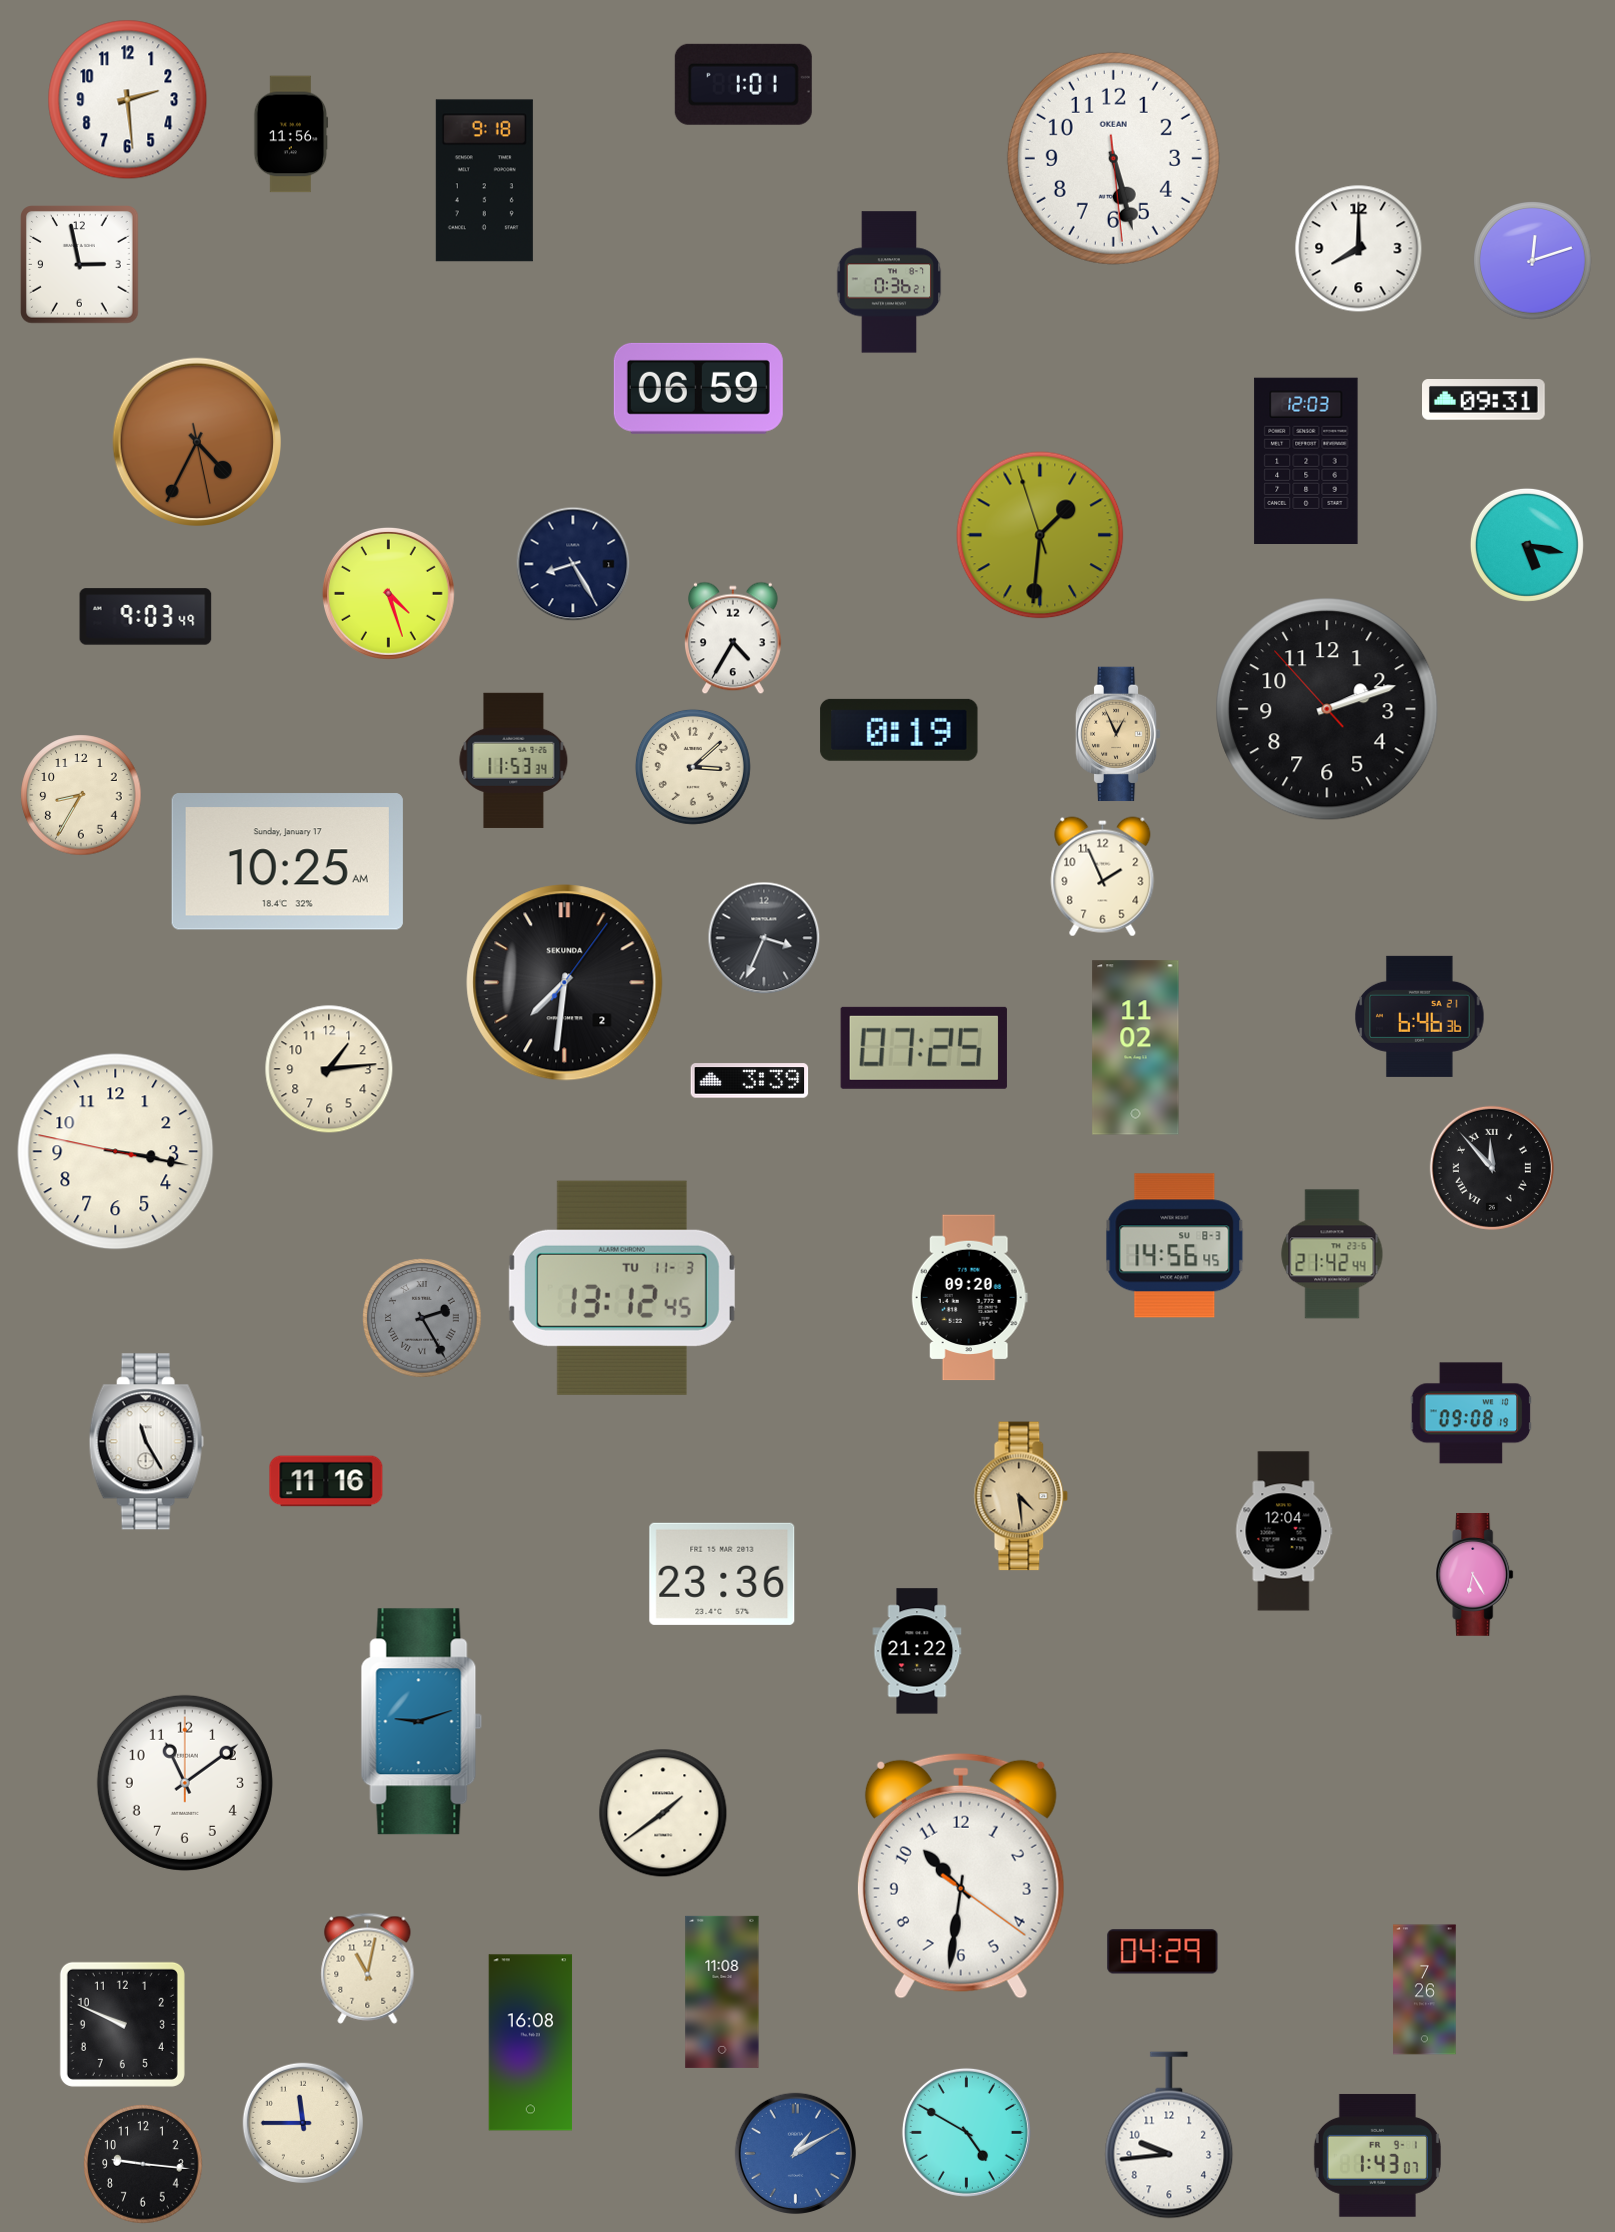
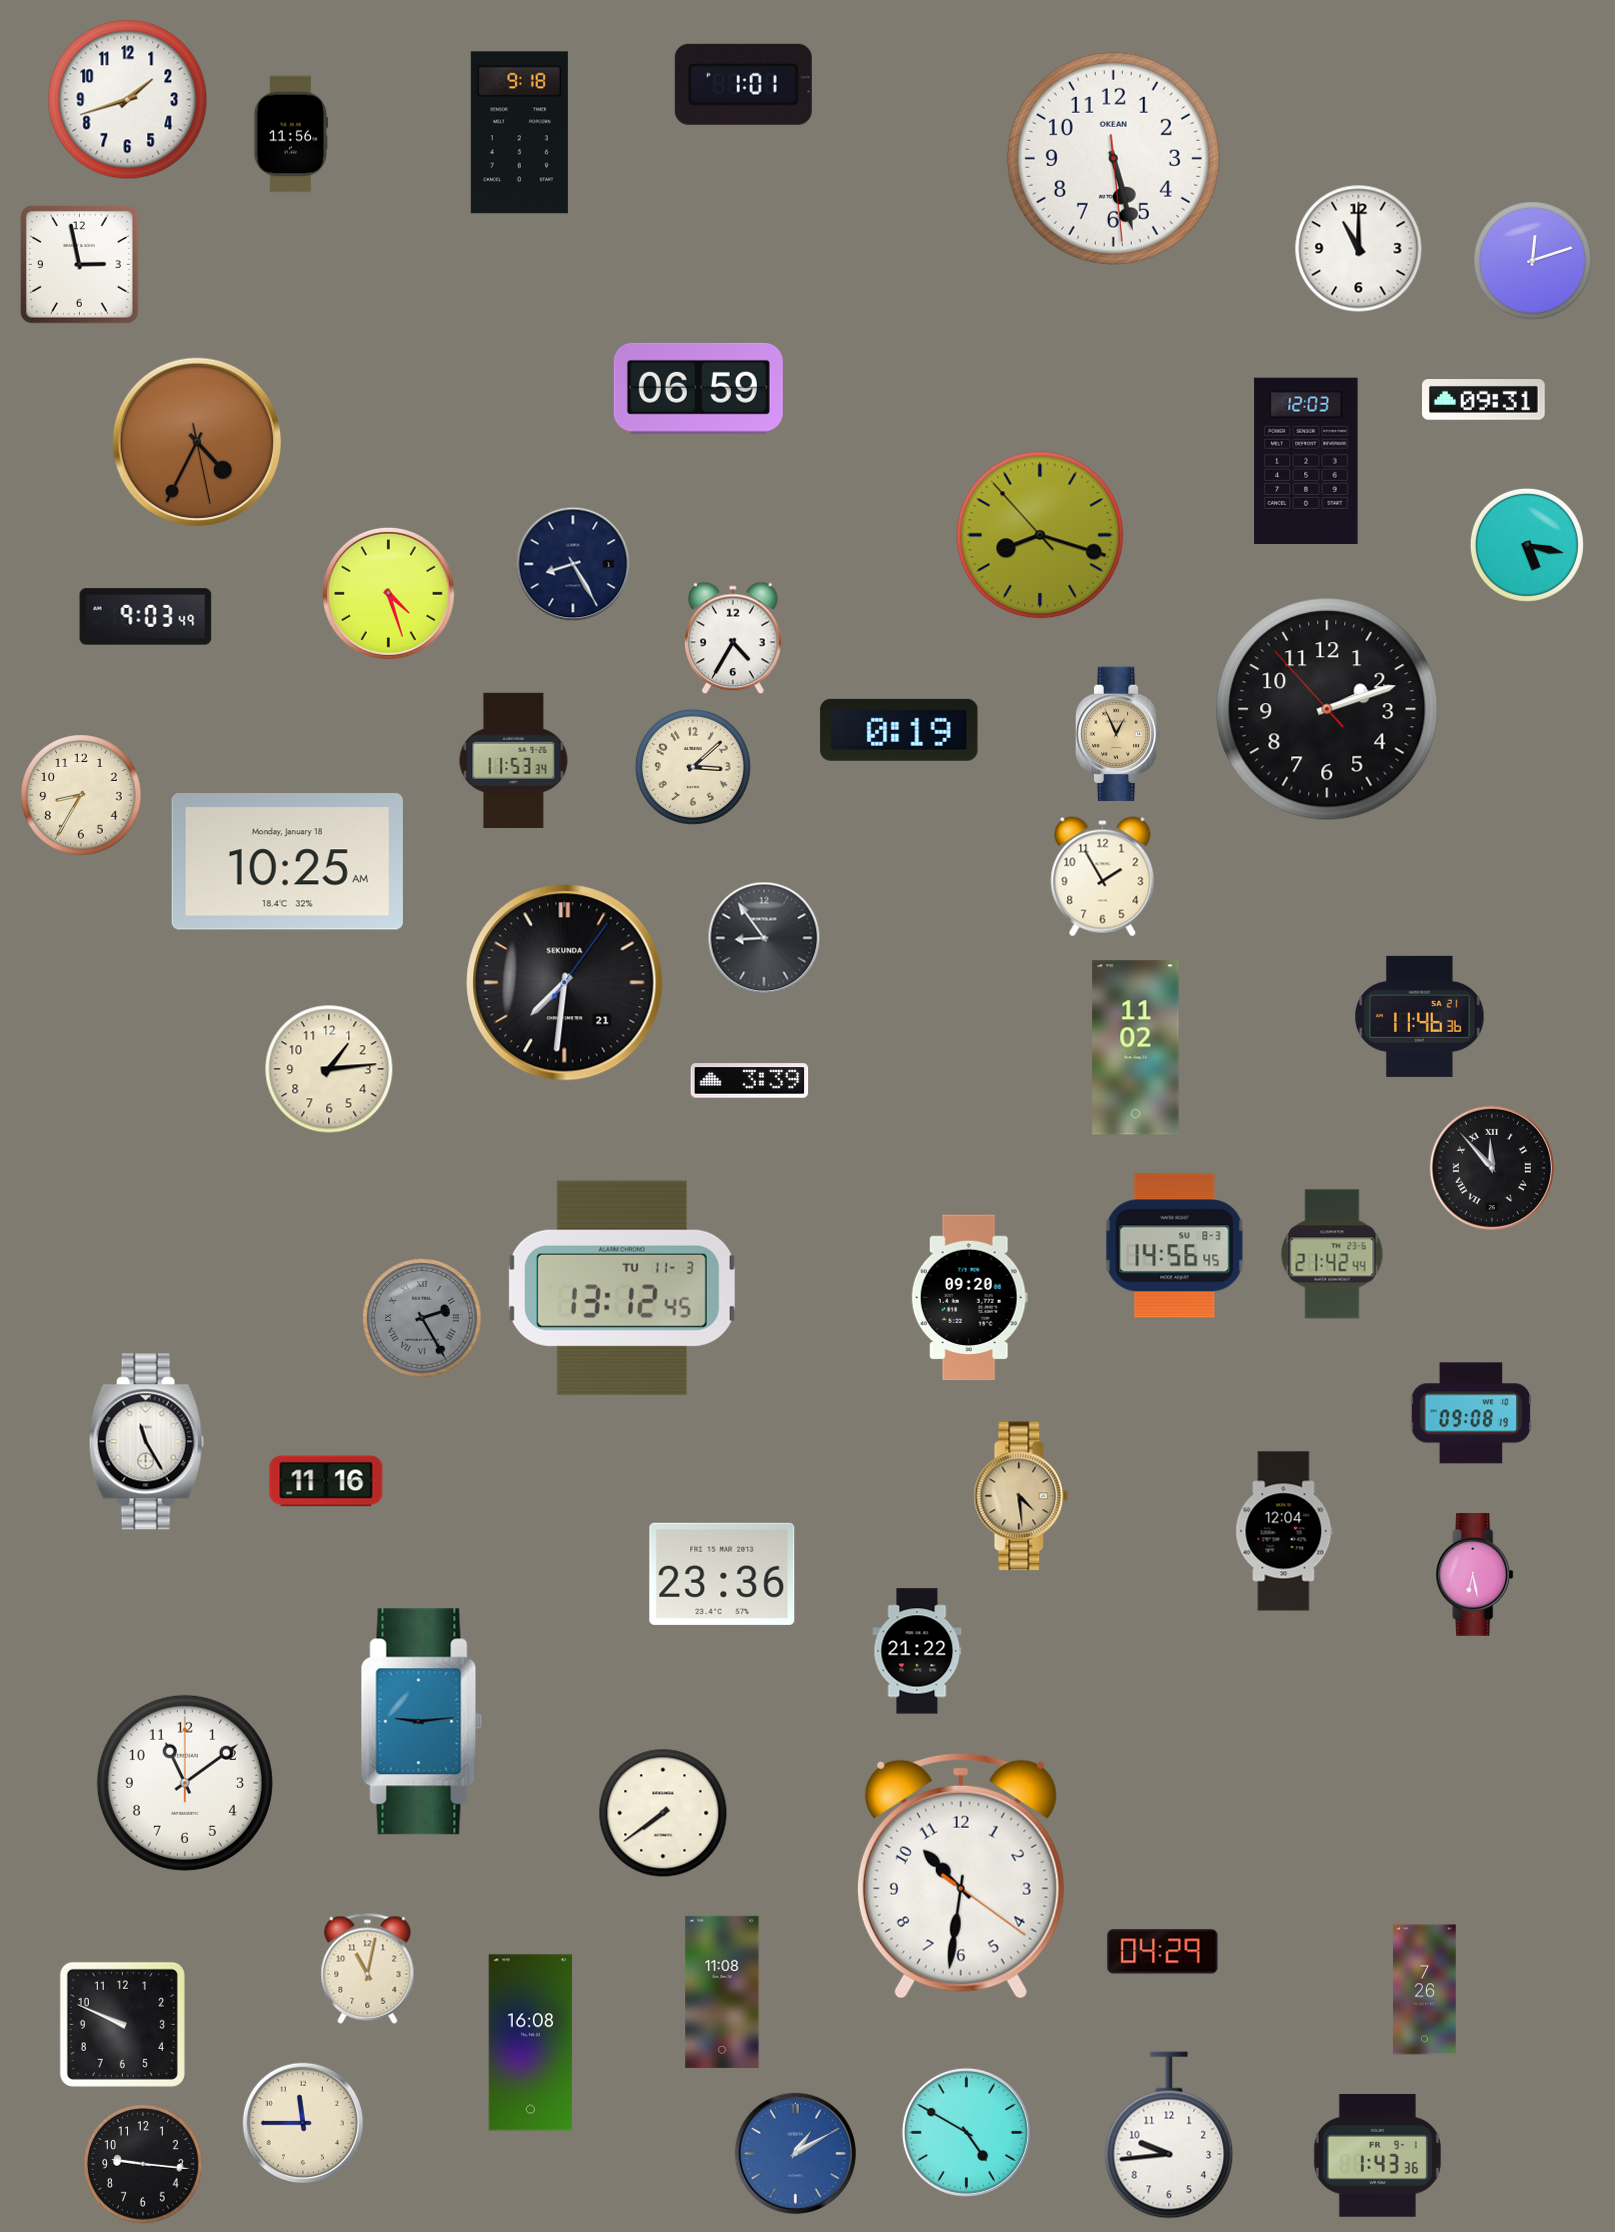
clock at (128, 100): 2:29 -> 1:42
clock at (484, 181) position: (484, 181) -> (519, 133)
clock at (1359, 249): 8:00 -> 11:00
clock at (889, 282): 0:36 -> none
clock at (1040, 535): 1:30 -> 8:17
clock at (287, 862) date: Sunday, January 17 -> Monday, January 18
clock at (1103, 877): 1:56 -> 1:55
clock at (764, 938): 3:34 -> 8:54
clock at (565, 983) date: 2 -> 21
clock at (1420, 1016): 6:46 -> 11:46
clock at (924, 1048): 07:25 -> none
clock at (116, 1152): 3:16 -> none
clock at (1475, 1575): 6:25 -> 6:28
clock at (422, 1722): 9:12 -> 9:14
clock at (663, 1813): 1:39 -> 7:39
clock at (1377, 2155): 1:43:07 -> 1:43:36
